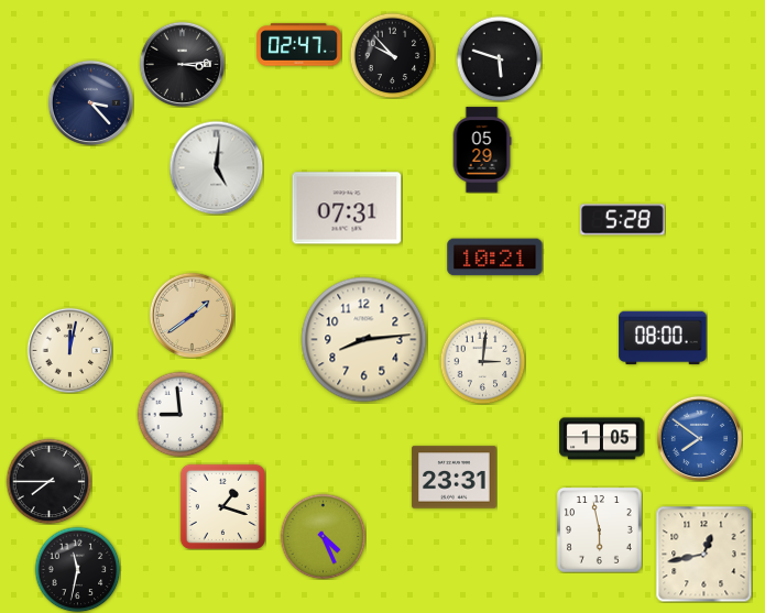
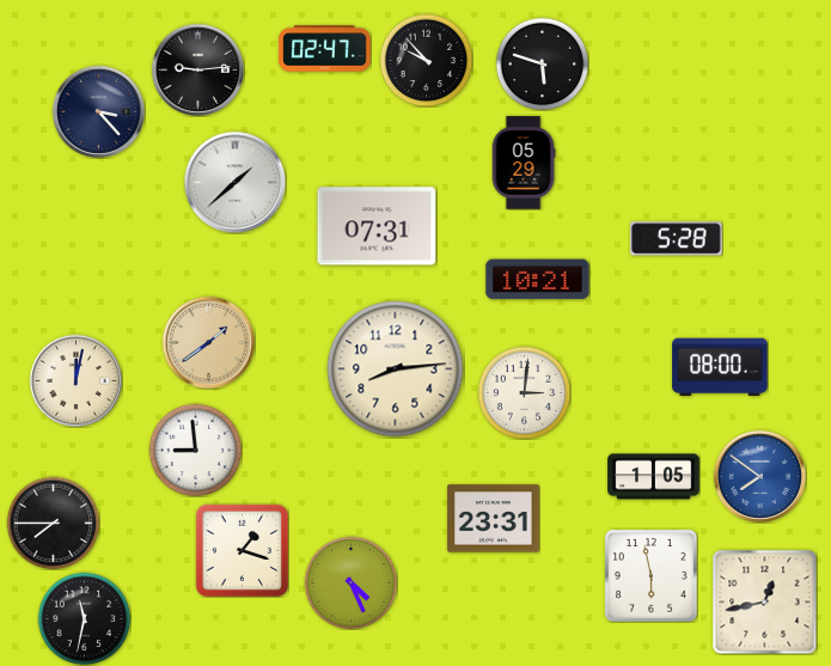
clock at (182, 64): 3:14 -> 9:14
clock at (216, 167): 5:01 -> 1:38
